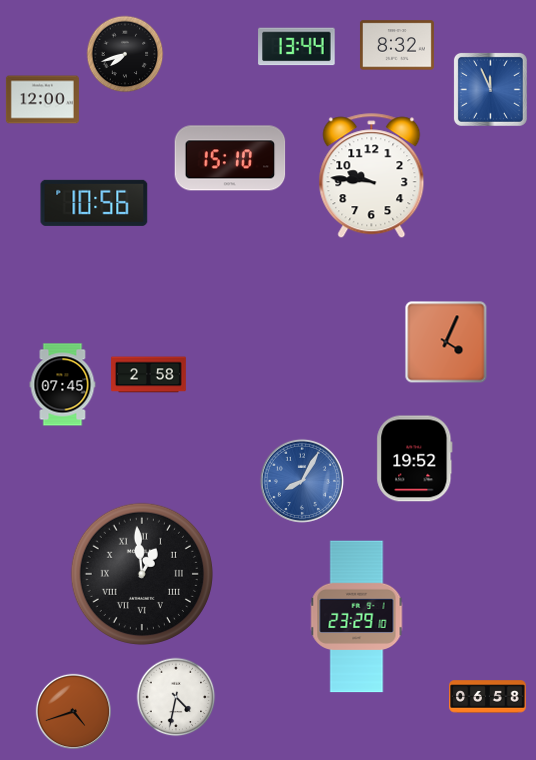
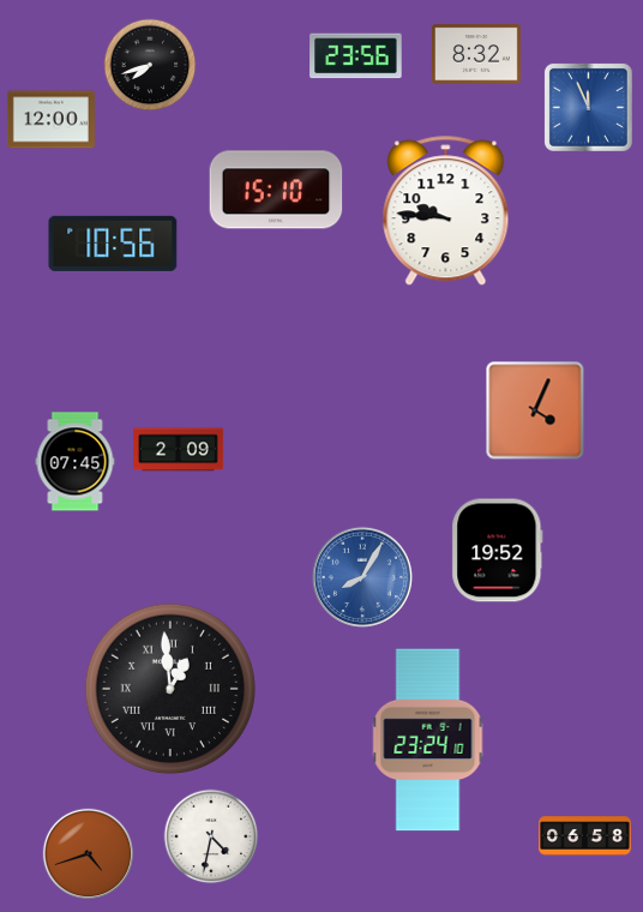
clock at (297, 47): 13:44 -> 23:56
clock at (149, 375): 2:58 -> 2:09
clock at (357, 617): 23:29 -> 23:24
